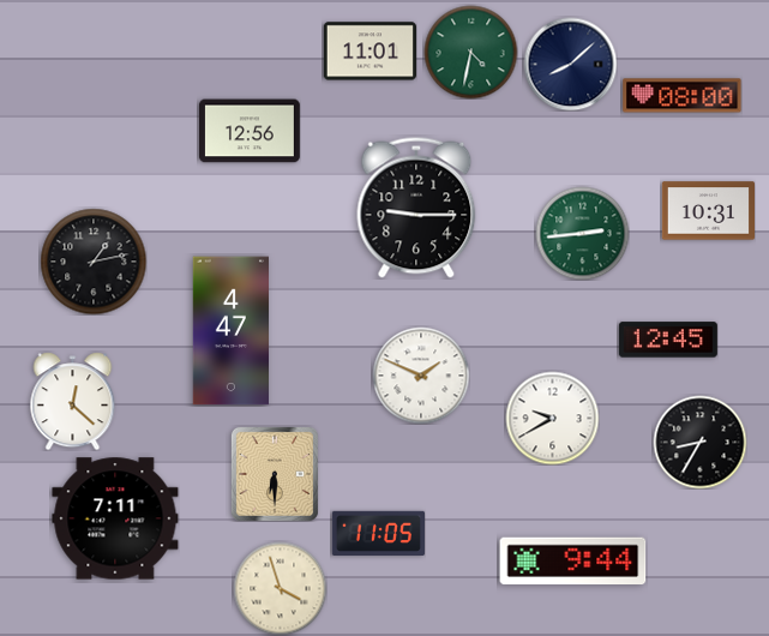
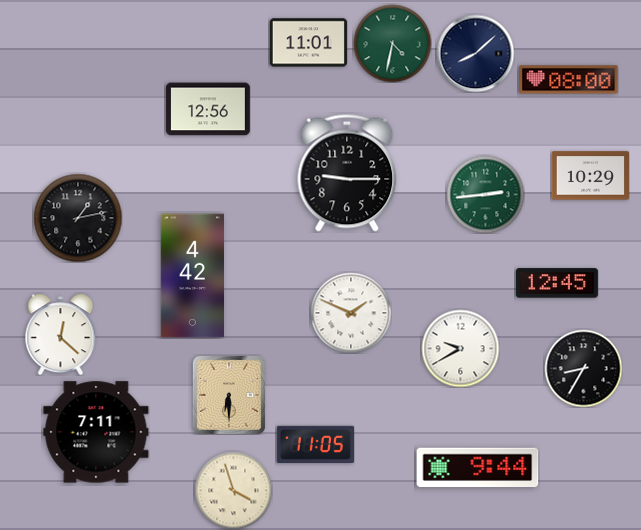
clock at (708, 211): 10:31 -> 10:29
clock at (230, 331): 4:47 -> 4:42
